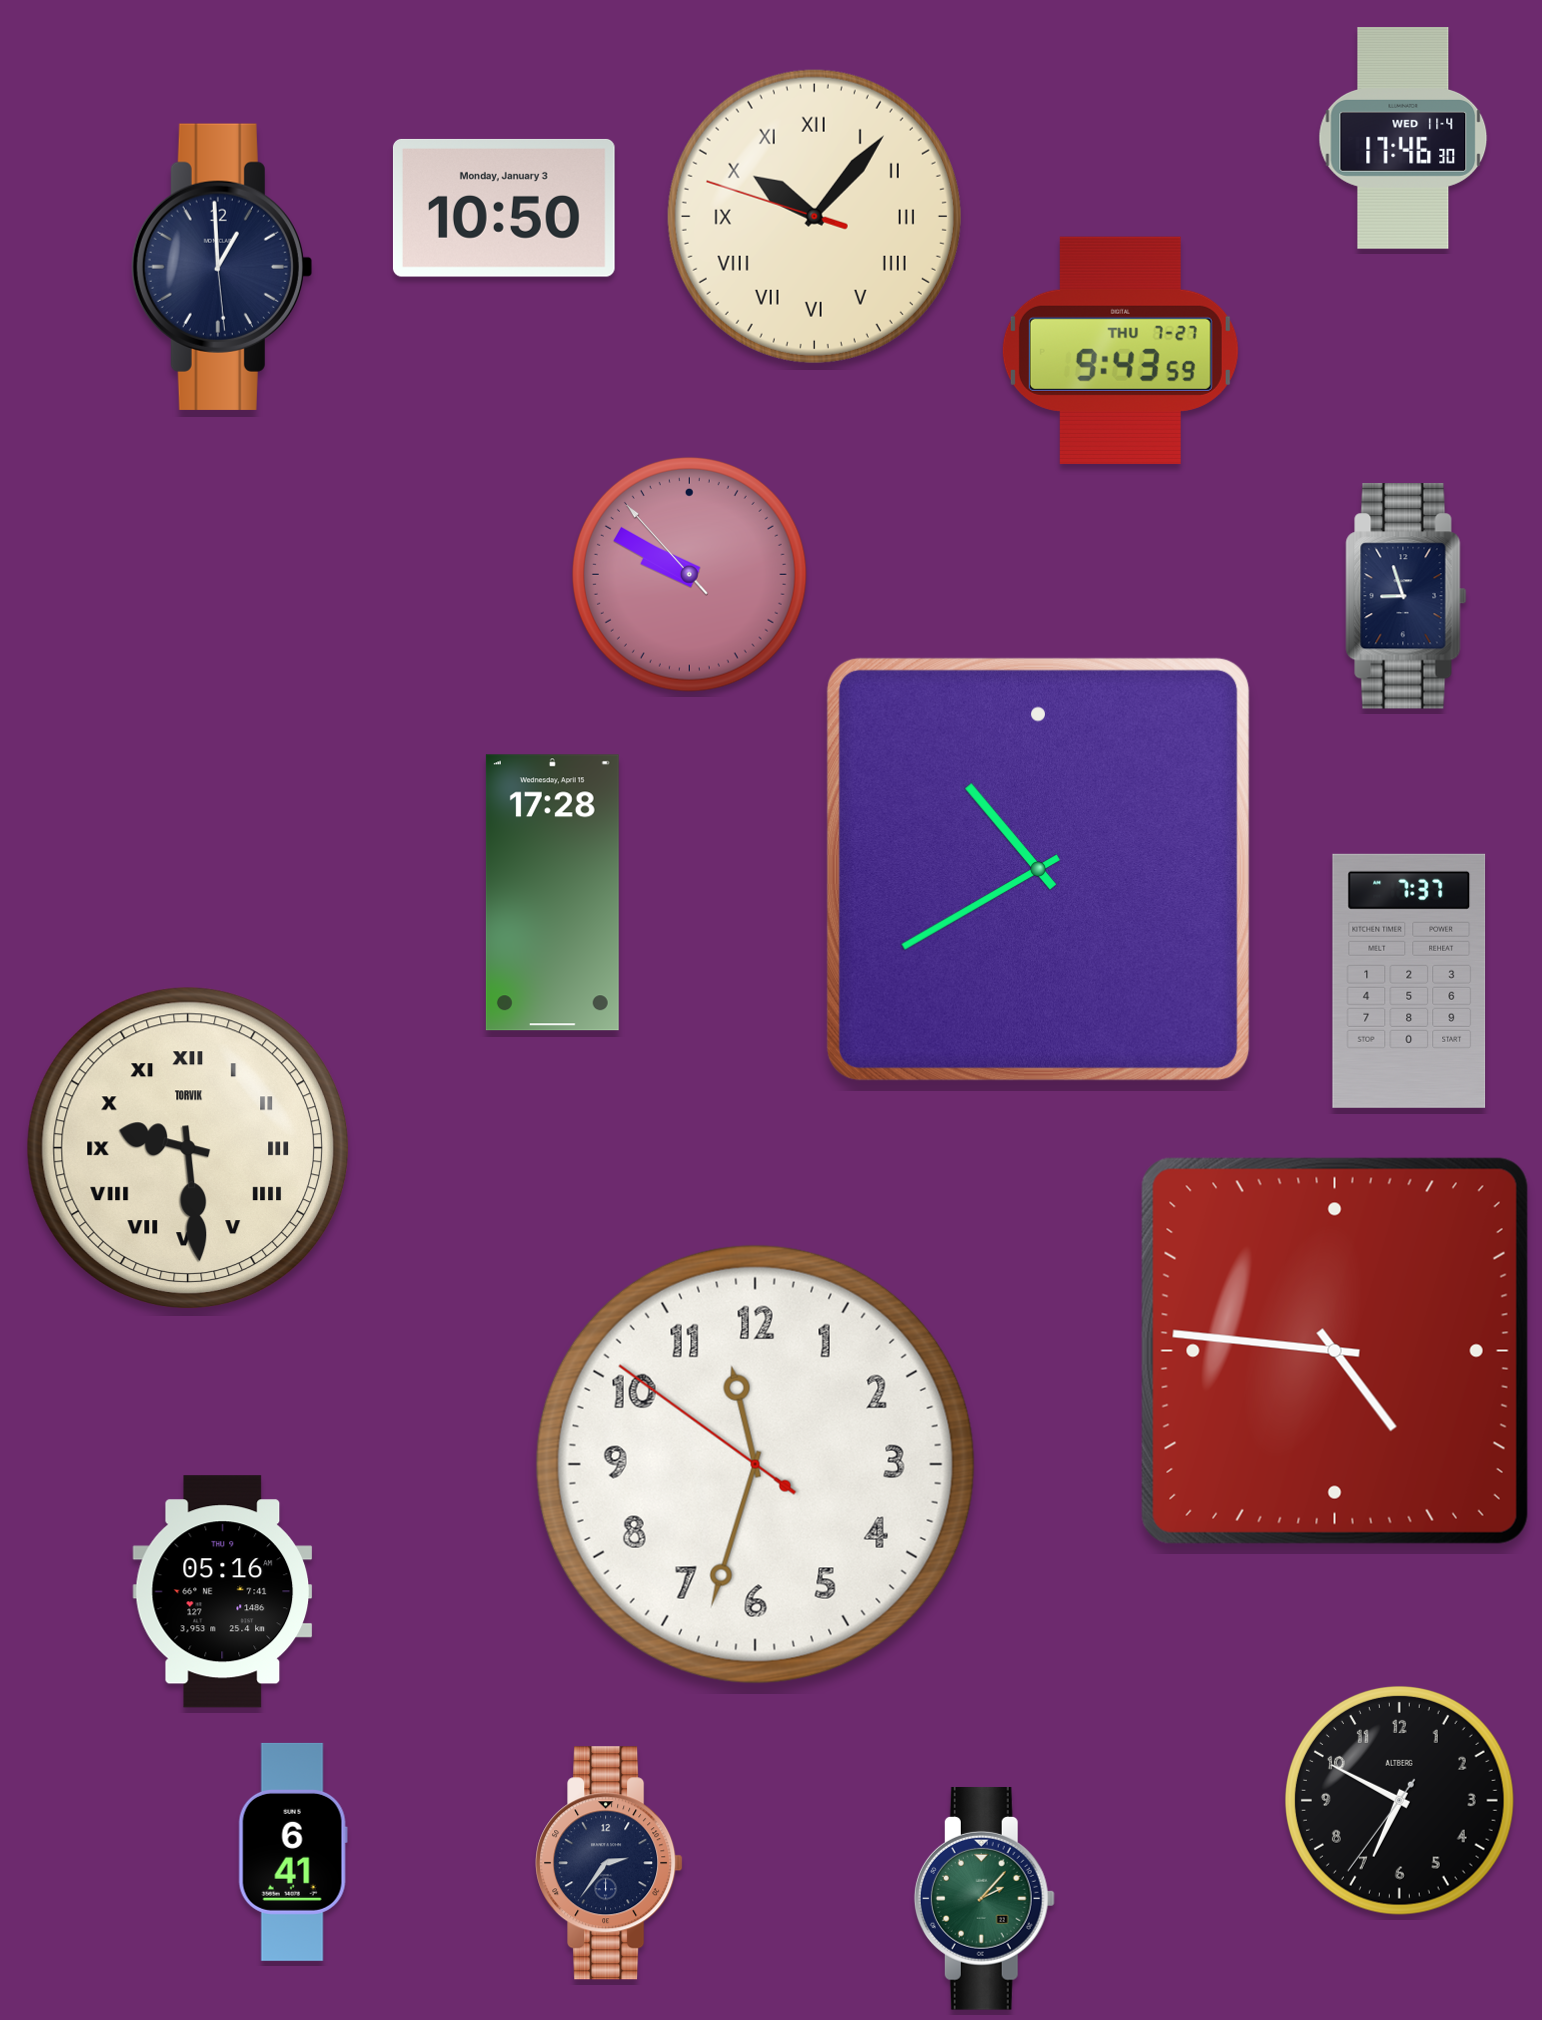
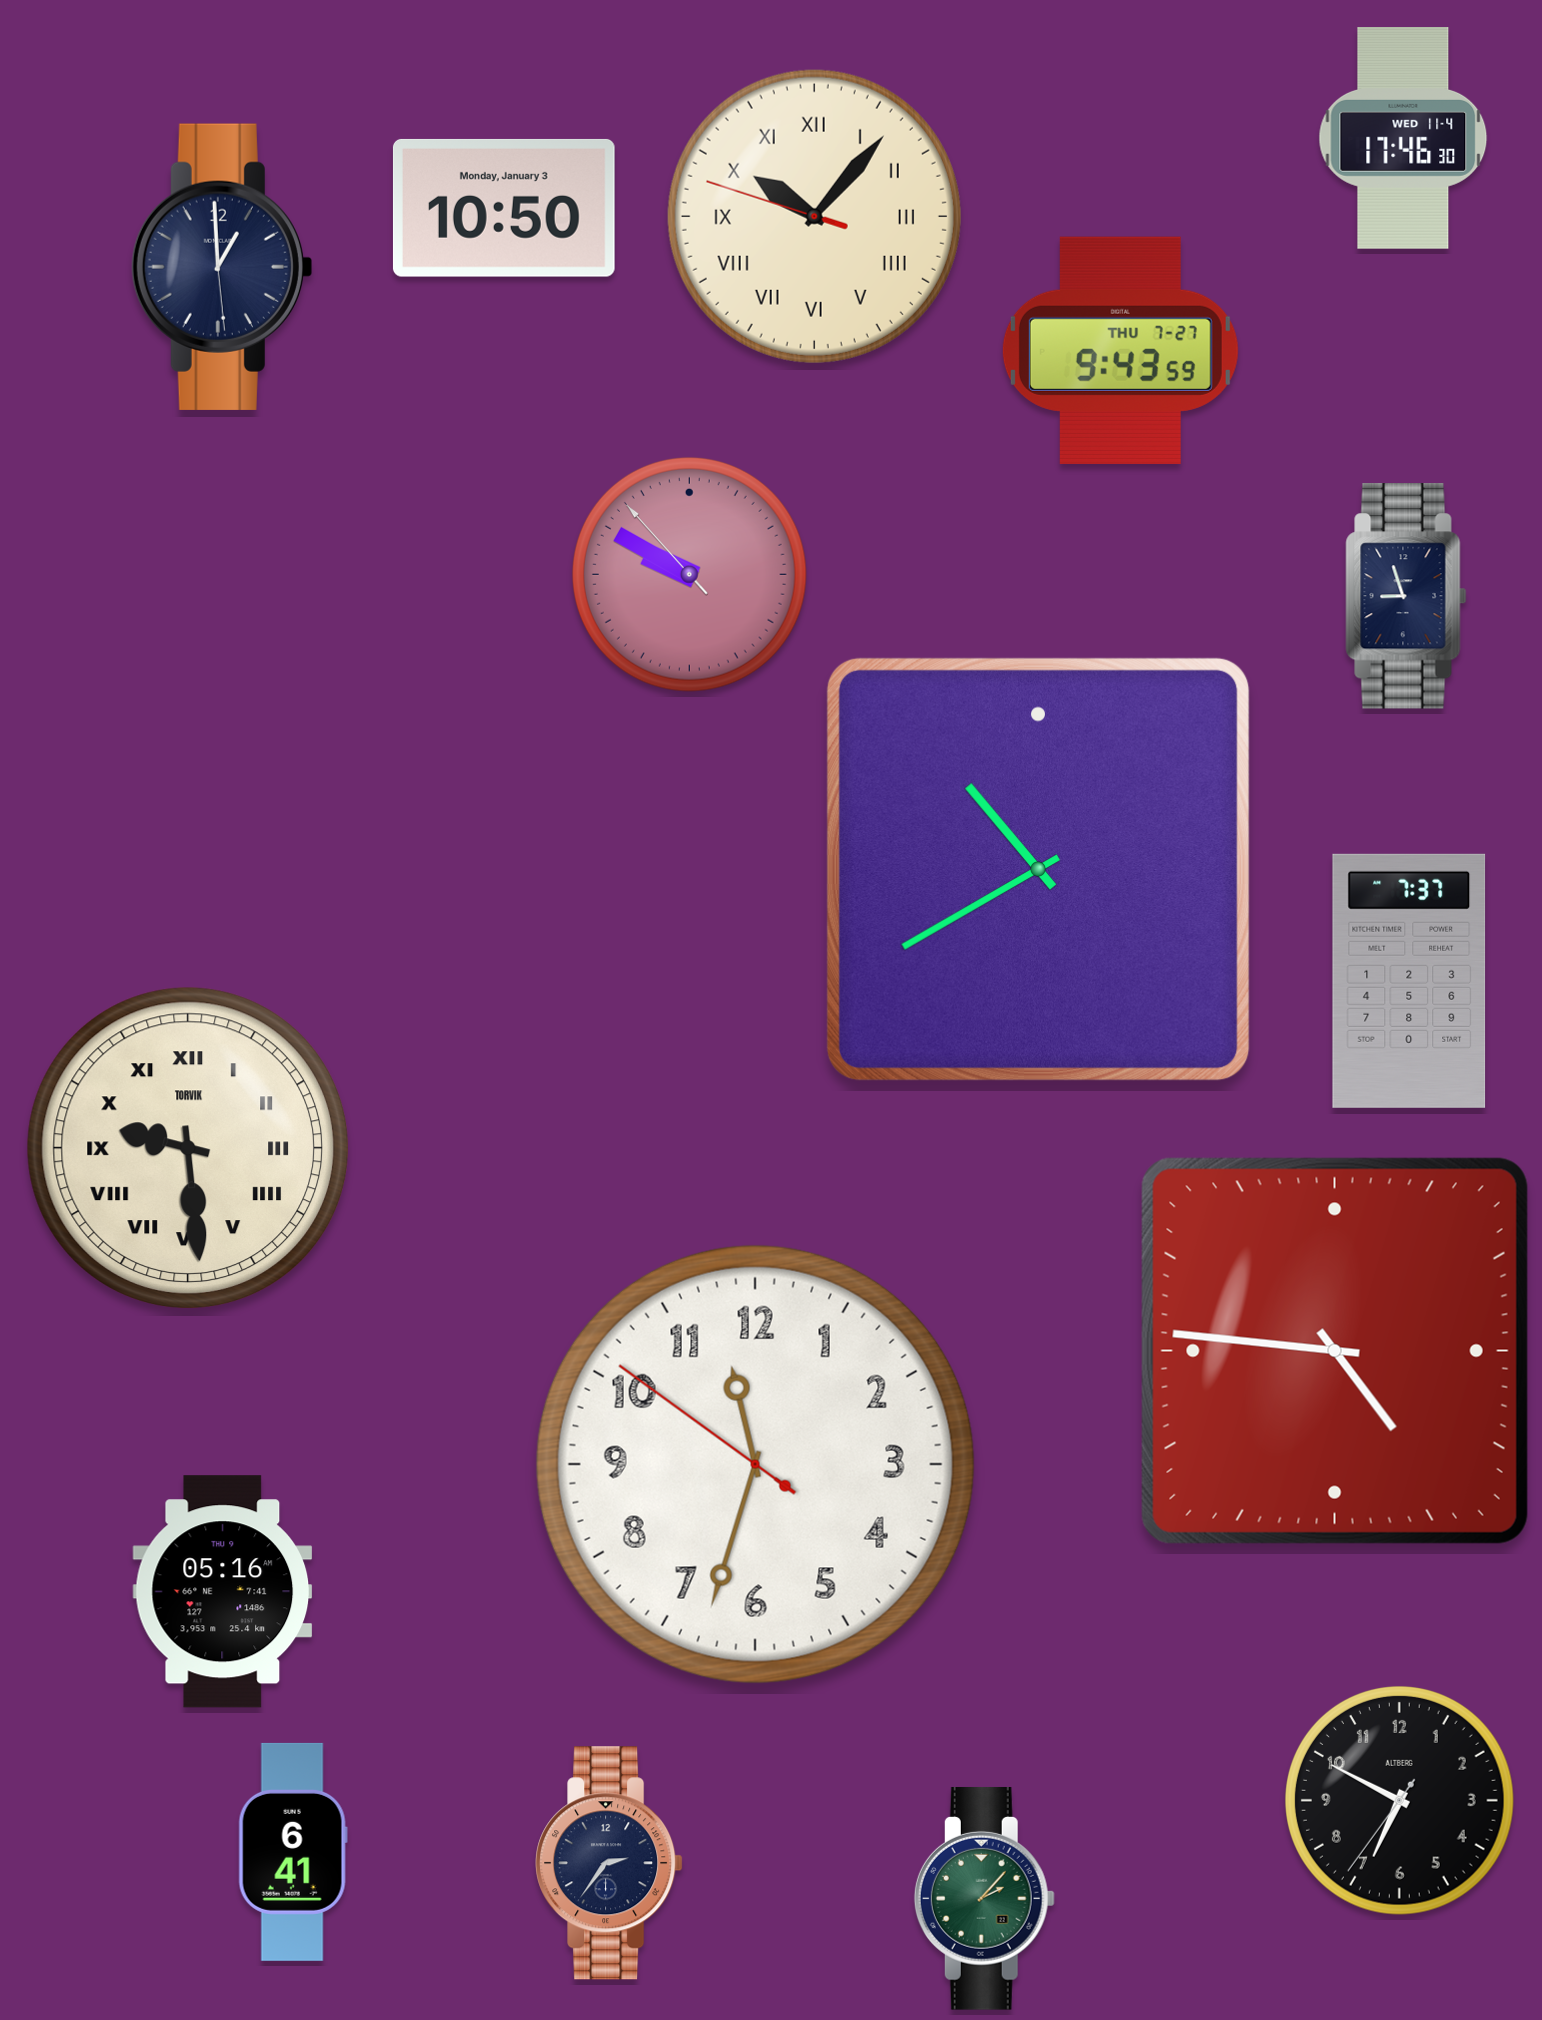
clock at (552, 893): 17:28 -> none
